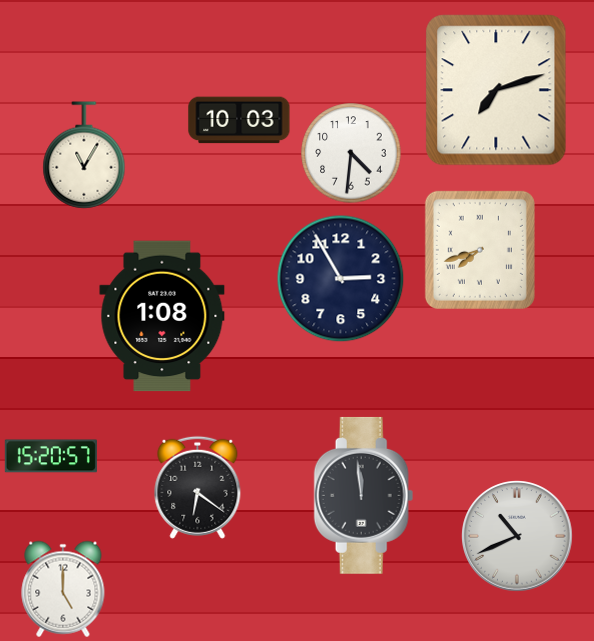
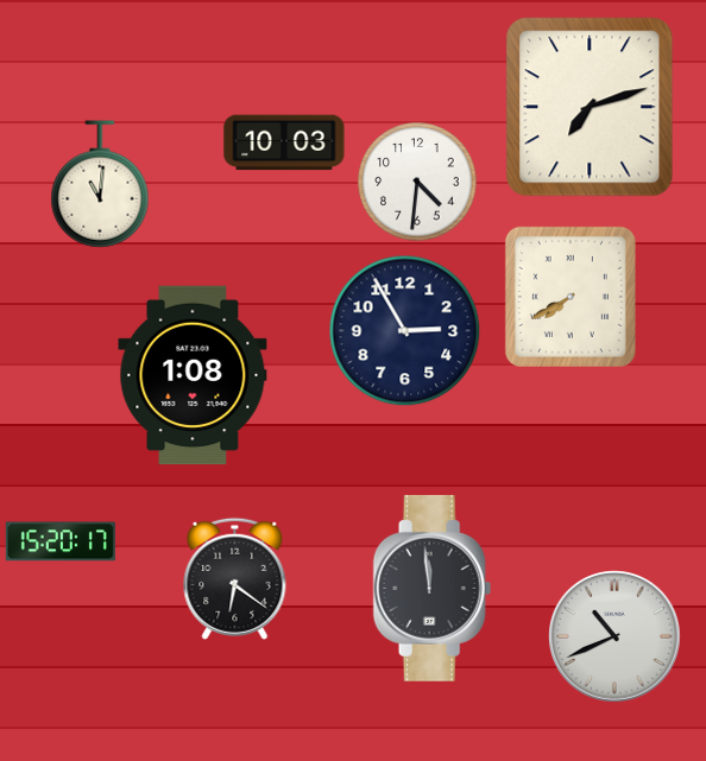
clock at (84, 155): 11:05 -> 11:01
clock at (480, 250): 7:42 -> 7:40
clock at (51, 456): 15:20:57 -> 15:20:17
clock at (63, 589): 5:00 -> none
